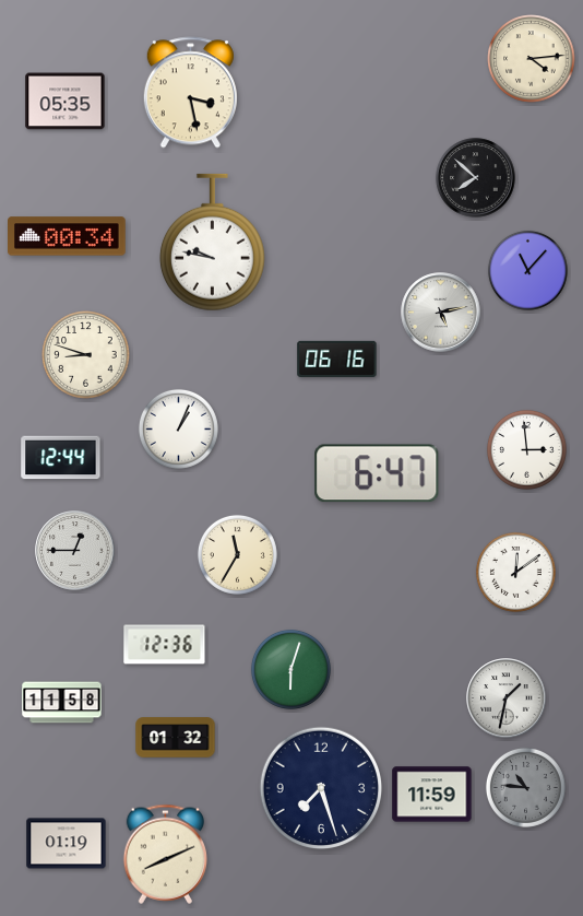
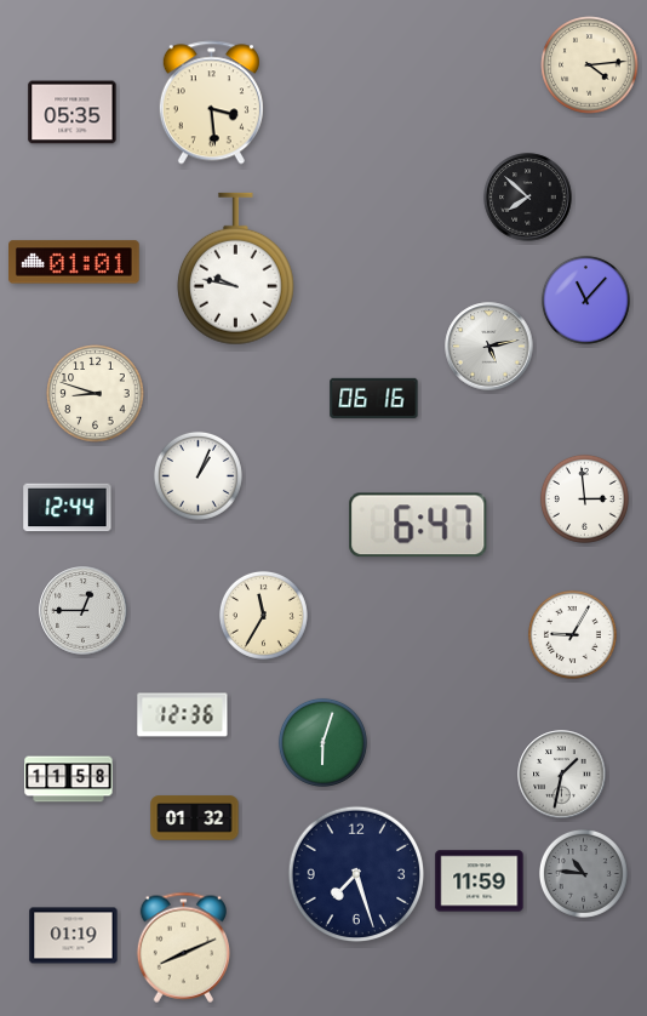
clock at (190, 93): 3:28 -> 3:29
clock at (68, 236): 00:34 -> 01:01
clock at (515, 572): 12:09 -> 9:05
